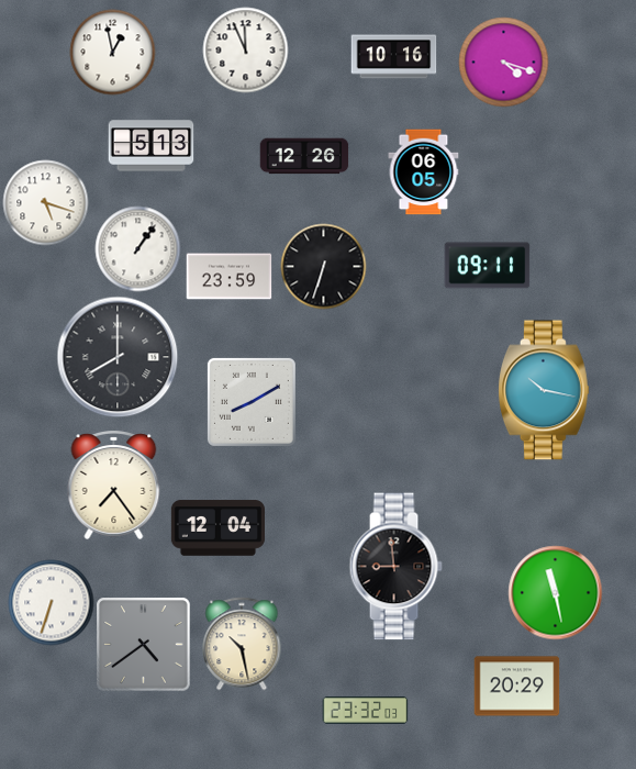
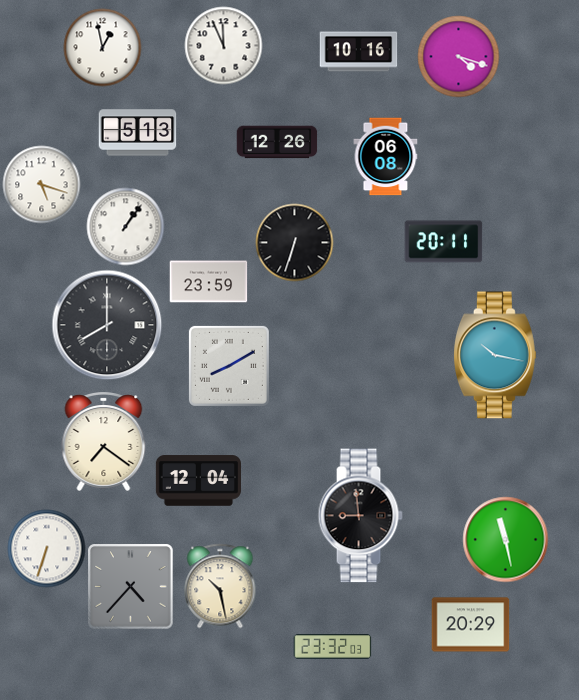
clock at (424, 171): 06:05 -> 06:08
clock at (487, 266): 09:11 -> 20:11
clock at (228, 277) position: (228, 277) -> (208, 282)
clock at (114, 484): 7:24 -> 7:21
clock at (143, 644): 4:39 -> 4:37
